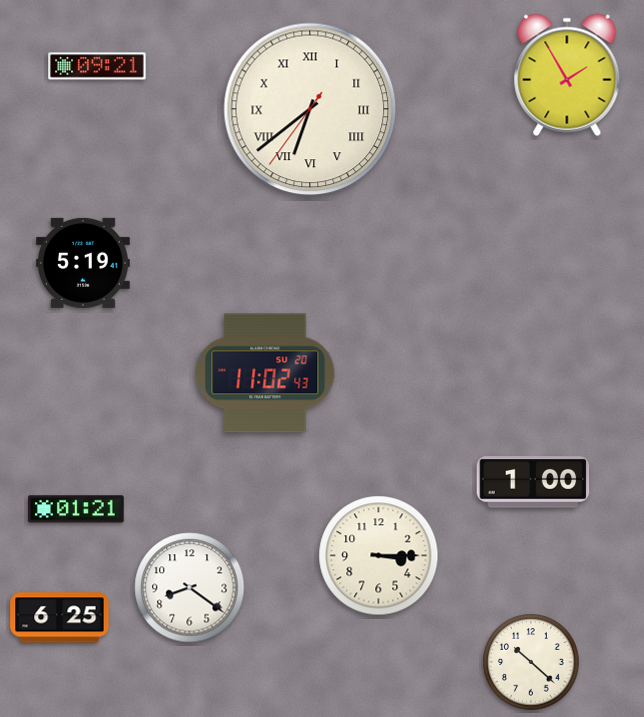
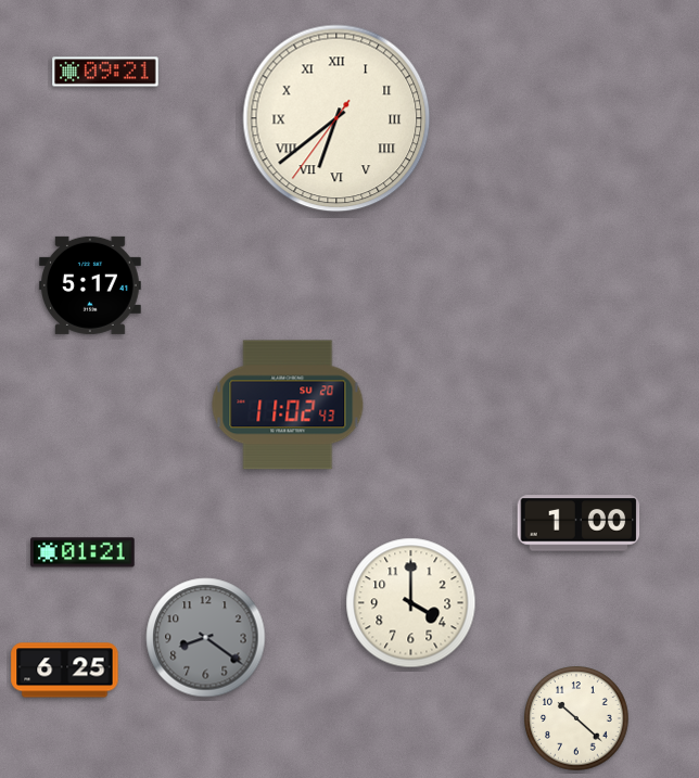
clock at (567, 75): 1:55 -> none
clock at (83, 263): 5:19 -> 5:17
clock at (379, 556): 3:15 -> 4:00
clock at (190, 588) dial: white -> grey
